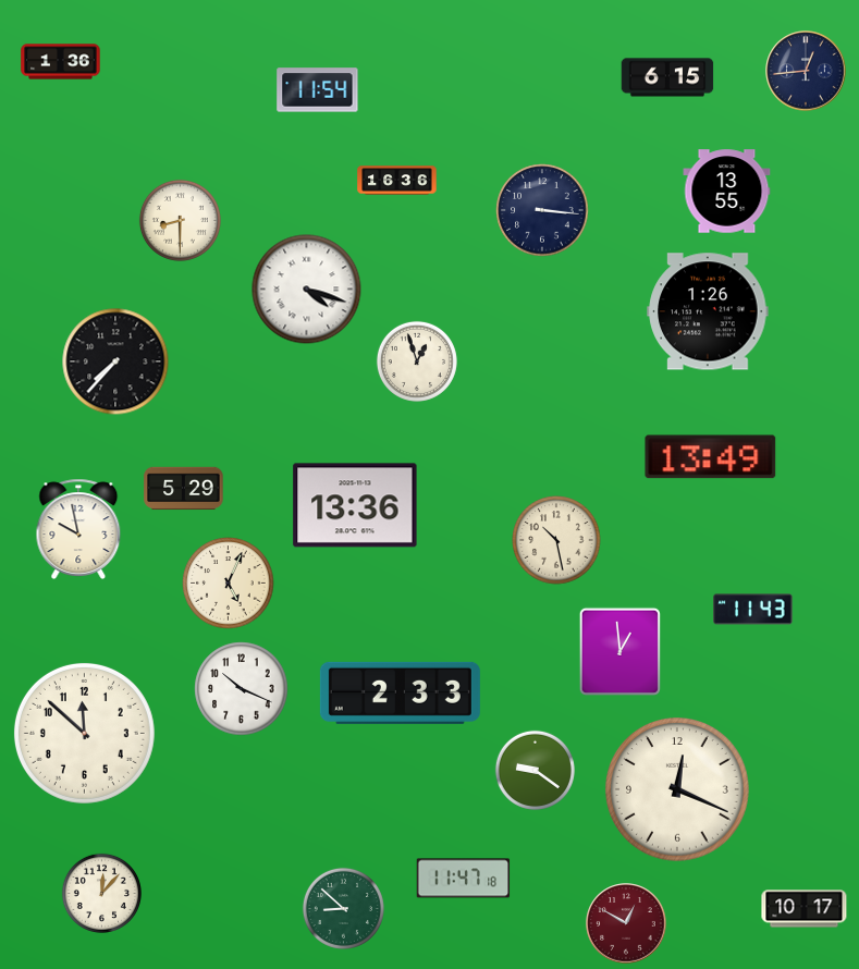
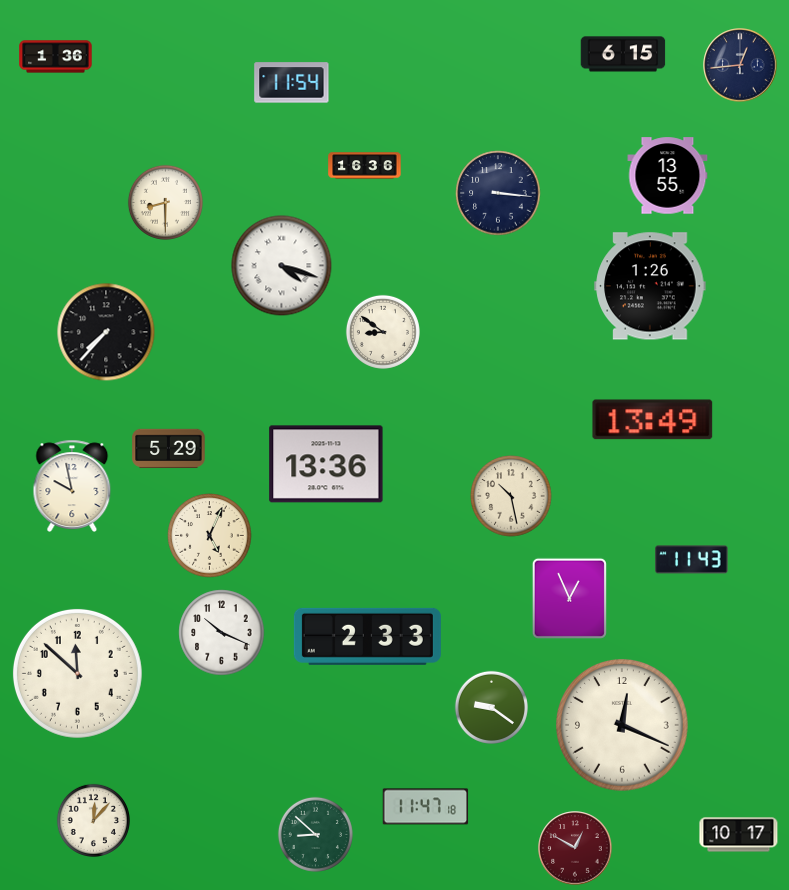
clock at (667, 77) position: (667, 77) -> (623, 54)
clock at (417, 361): 12:57 -> 8:51
clock at (619, 651): 12:59 -> 12:56
